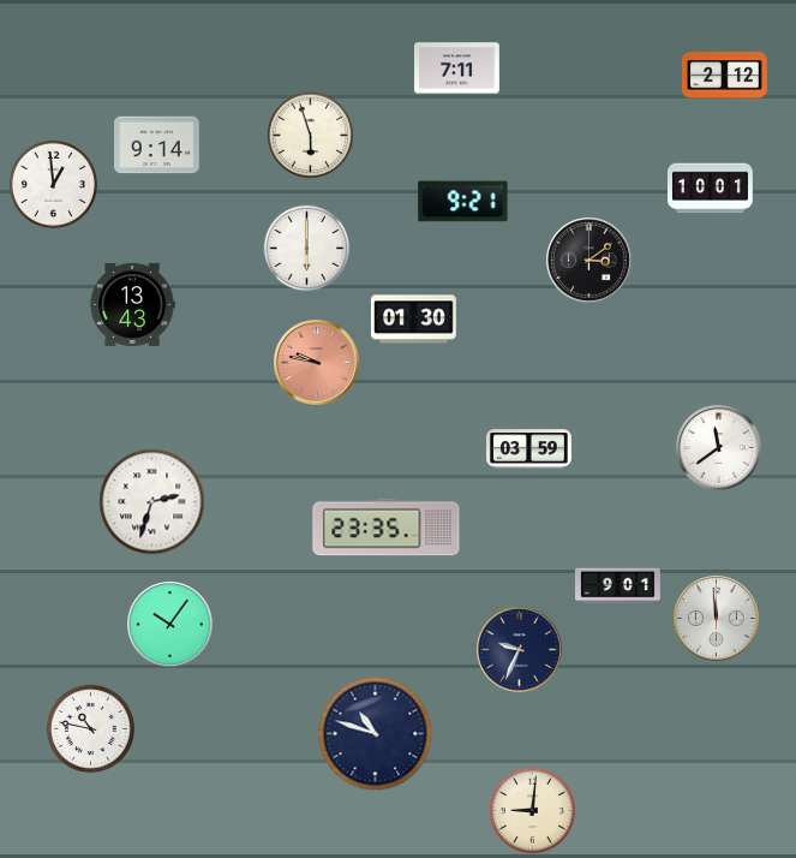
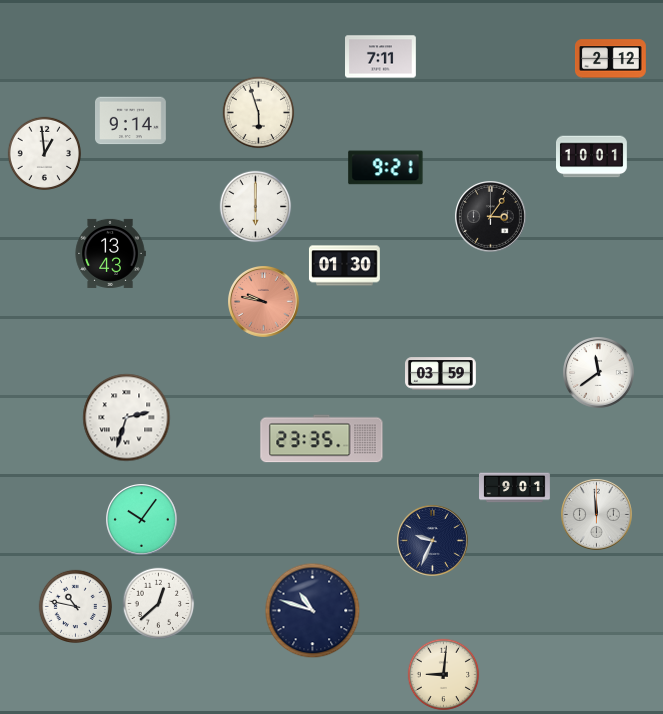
clock at (725, 76) position: (725, 76) -> (611, 59)
clock at (589, 261): 3:09 -> 3:06
clock at (159, 604): none -> 12:38
